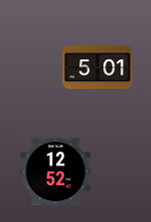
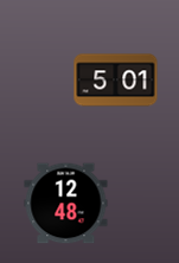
clock at (56, 172): 12:52 -> 12:48
